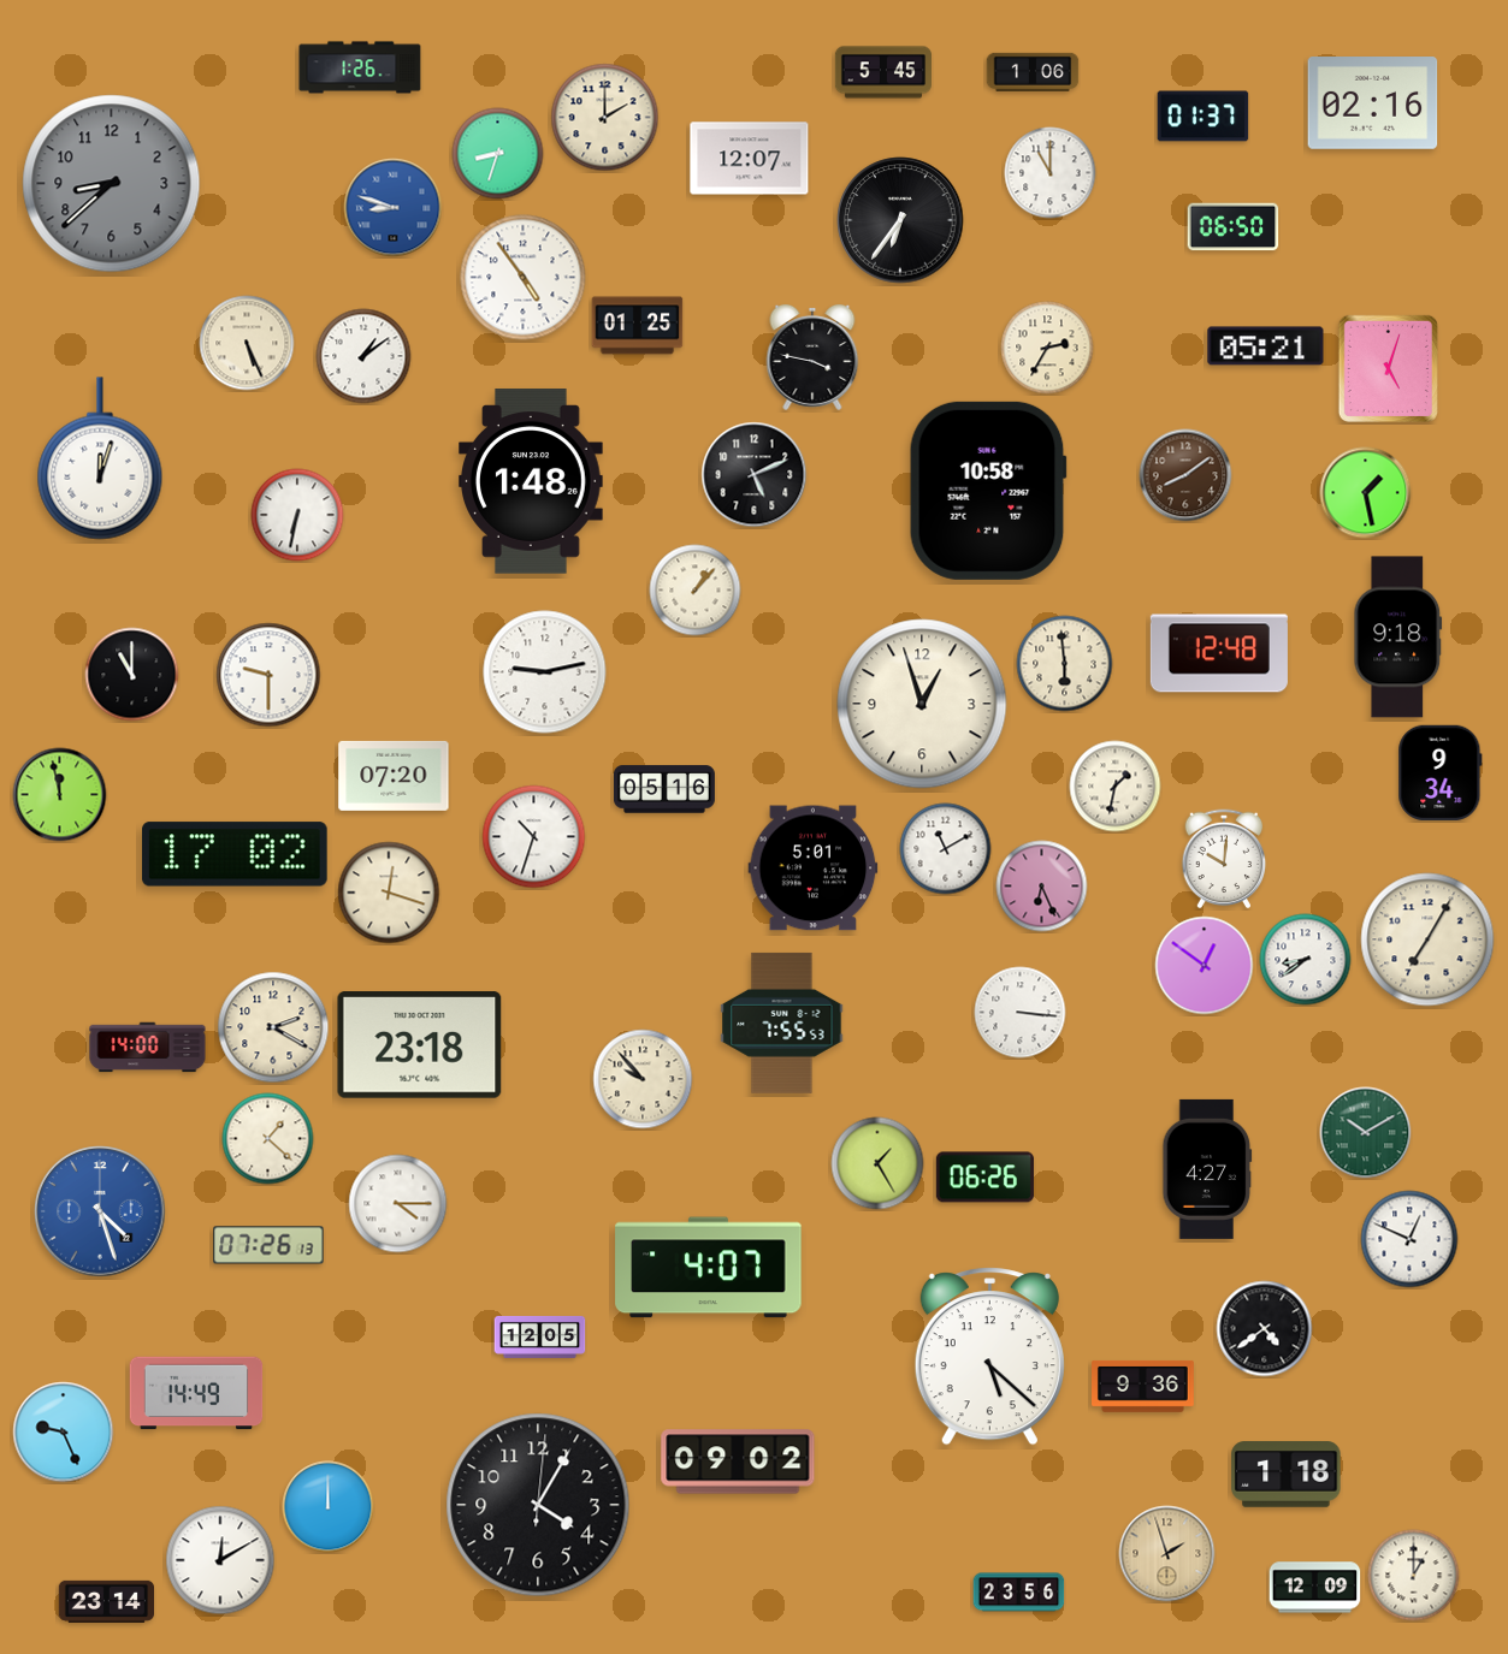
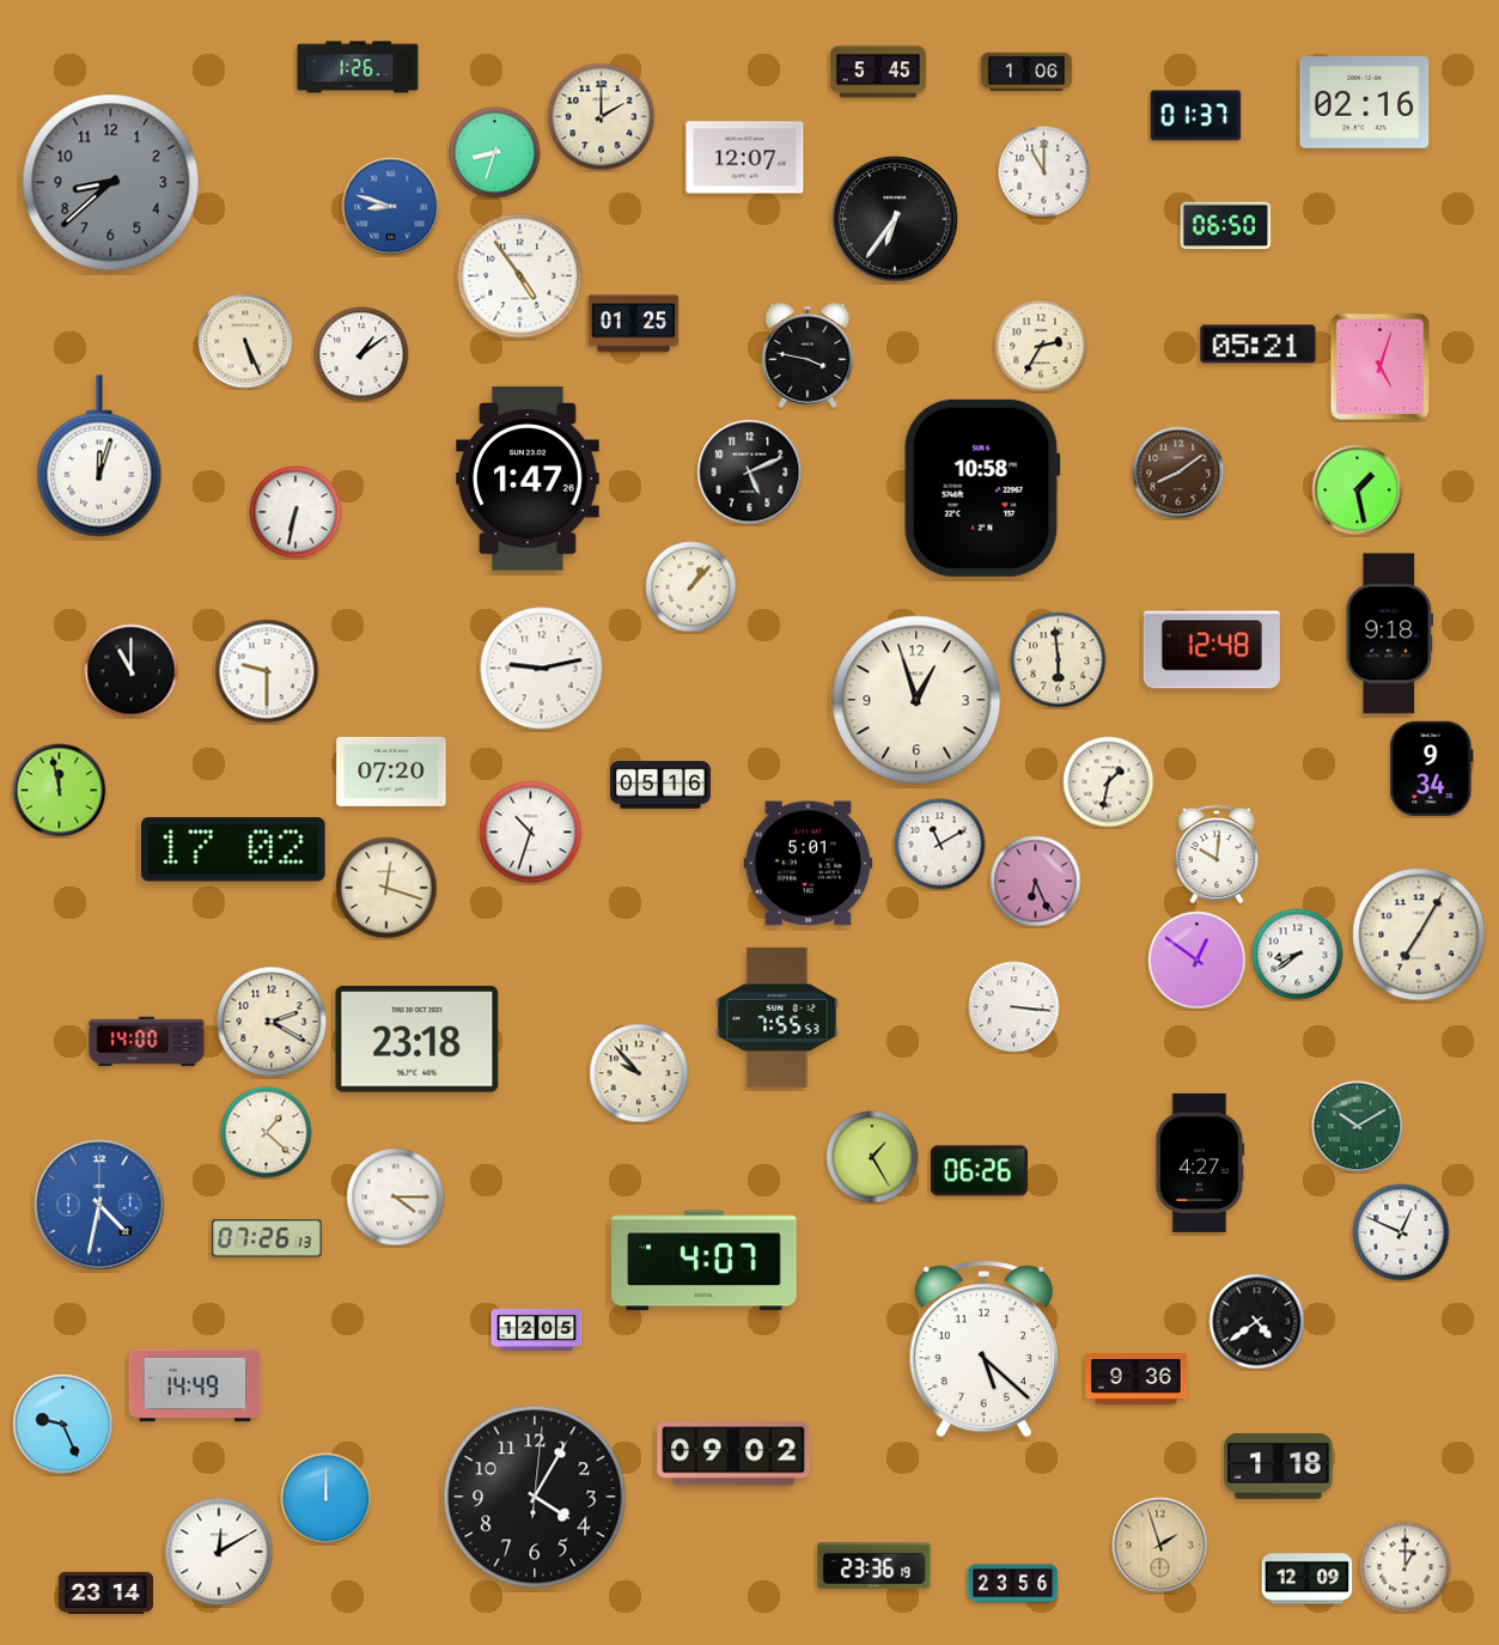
clock at (532, 481): 1:48 -> 1:47
clock at (100, 1211): 4:27 -> 4:32
clock at (875, 1566): none -> 23:36
